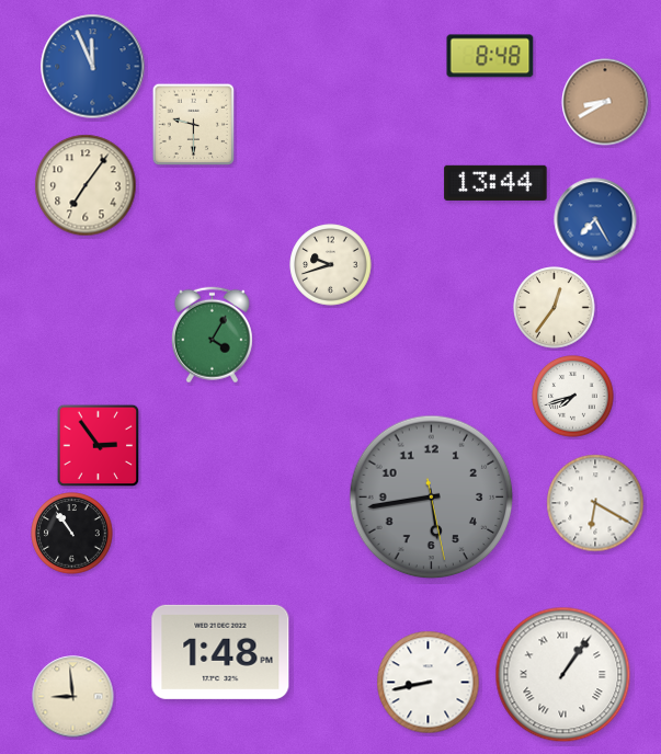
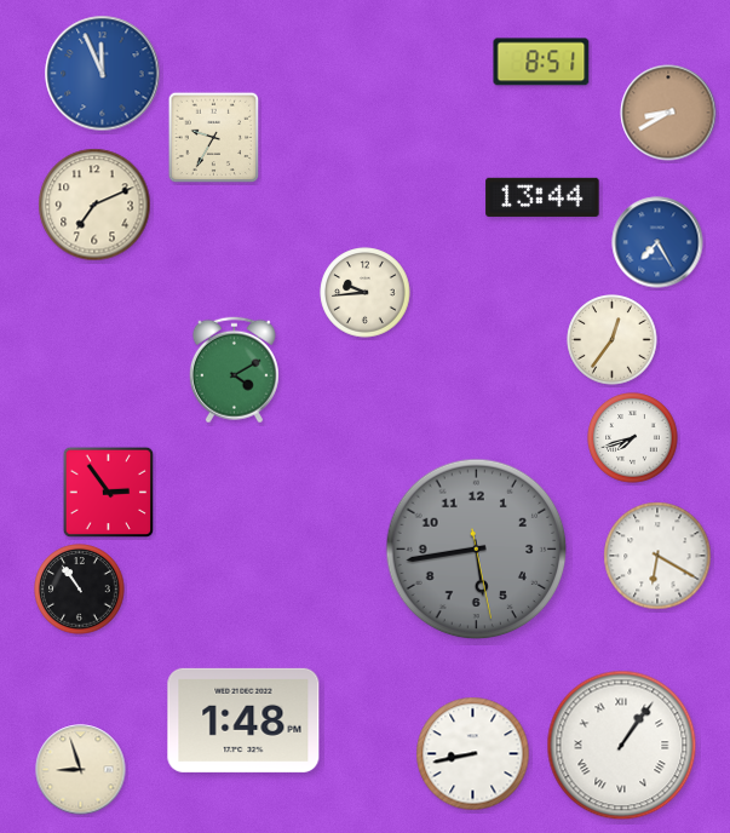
clock at (490, 56): 8:48 -> 8:51
clock at (194, 125): 9:30 -> 9:35
clock at (495, 183) position: (495, 183) -> (542, 197)
clock at (86, 185): 7:06 -> 7:11
clock at (331, 265): 9:42 -> 9:44
clock at (212, 335): 4:05 -> 4:10
clock at (73, 697): 8:59 -> 8:57
